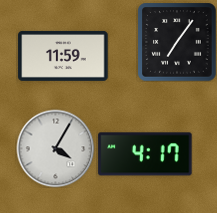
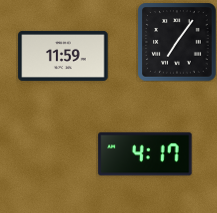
clock at (55, 148): 4:05 -> none
